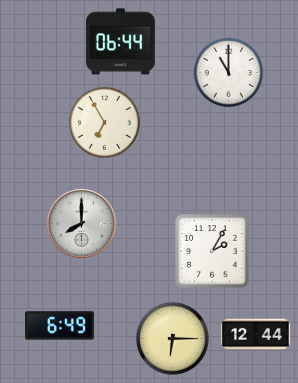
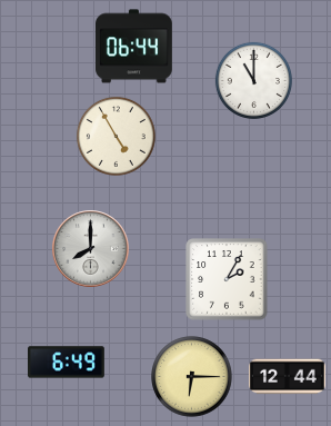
clock at (104, 122): 6:55 -> 4:55
clock at (212, 251) position: (212, 251) -> (227, 279)
clock at (256, 335) position: (256, 335) -> (288, 377)
